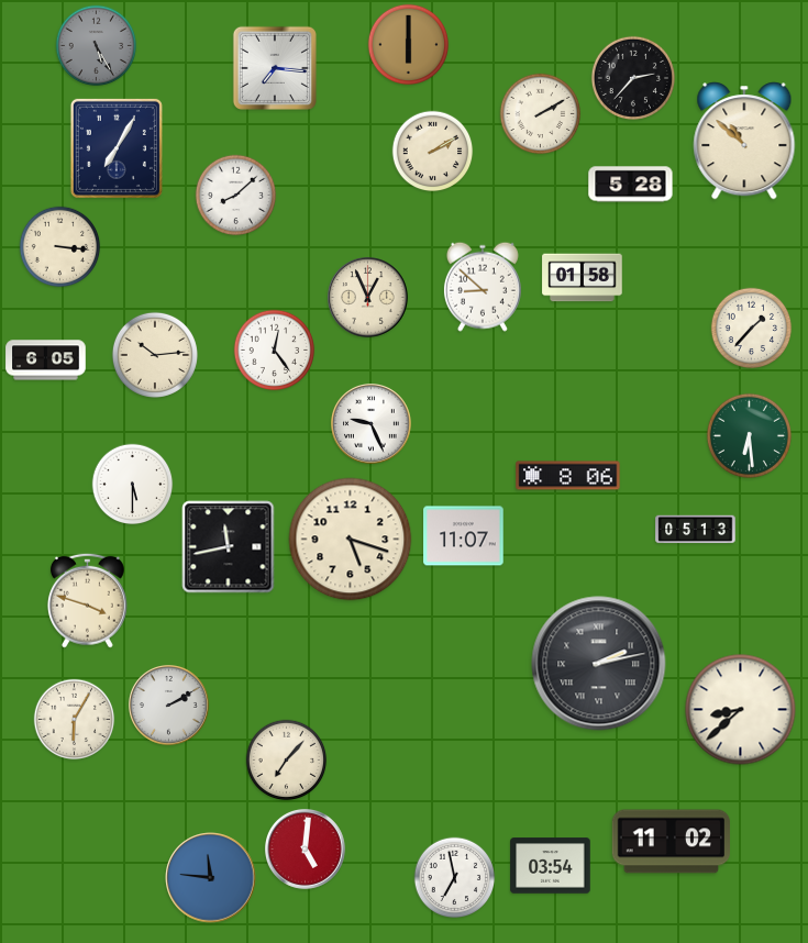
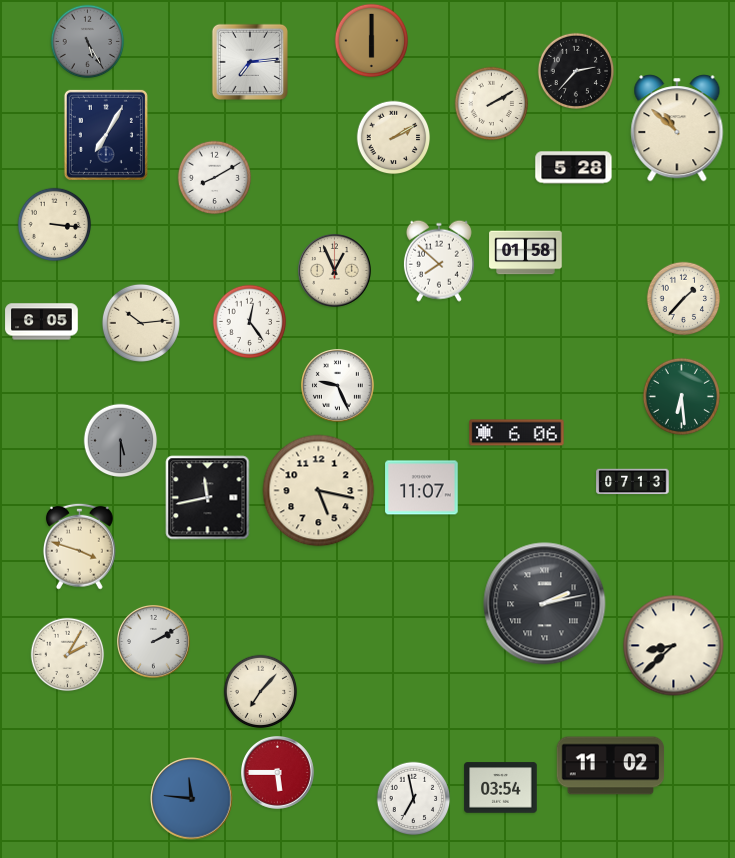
clock at (275, 68): 7:16 -> 7:14
clock at (236, 196): 8:08 -> 8:10
clock at (583, 278) position: (583, 278) -> (526, 253)
clock at (483, 287): 8:52 -> 7:52
clock at (275, 351) position: (275, 351) -> (250, 322)
clock at (46, 360) position: (46, 360) -> (42, 322)
clock at (568, 476): 8:06 -> 6:06
clock at (133, 485) dial: white -> grey
clock at (696, 530): 05:13 -> 07:13
clock at (351, 540): 5:18 -> 5:17
clock at (75, 720): 6:05 -> 2:05
clock at (306, 850): 5:01 -> 5:45
